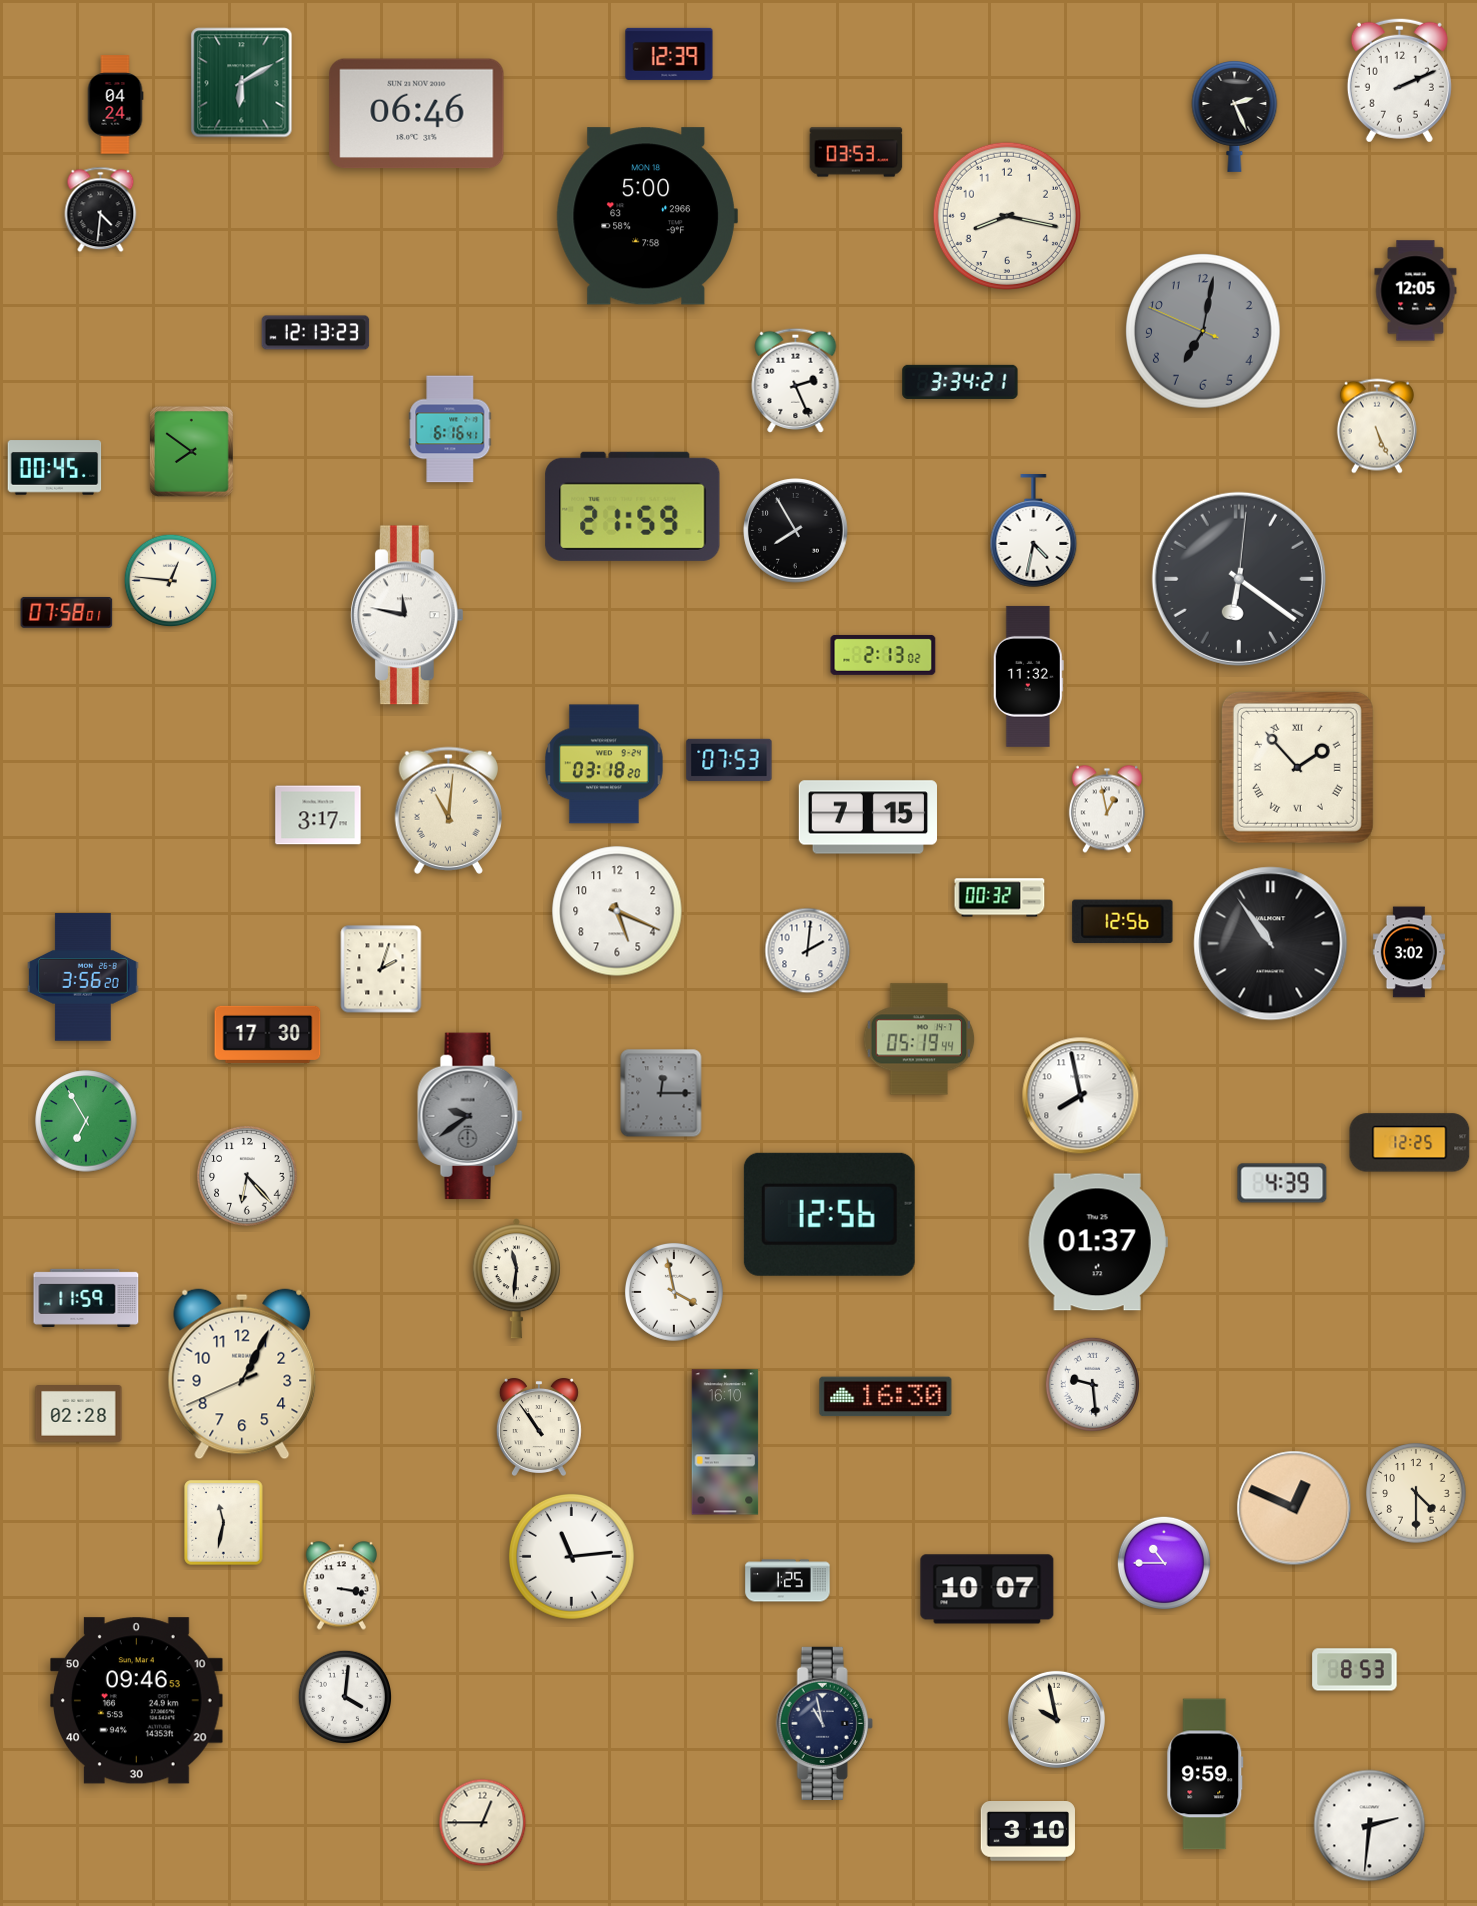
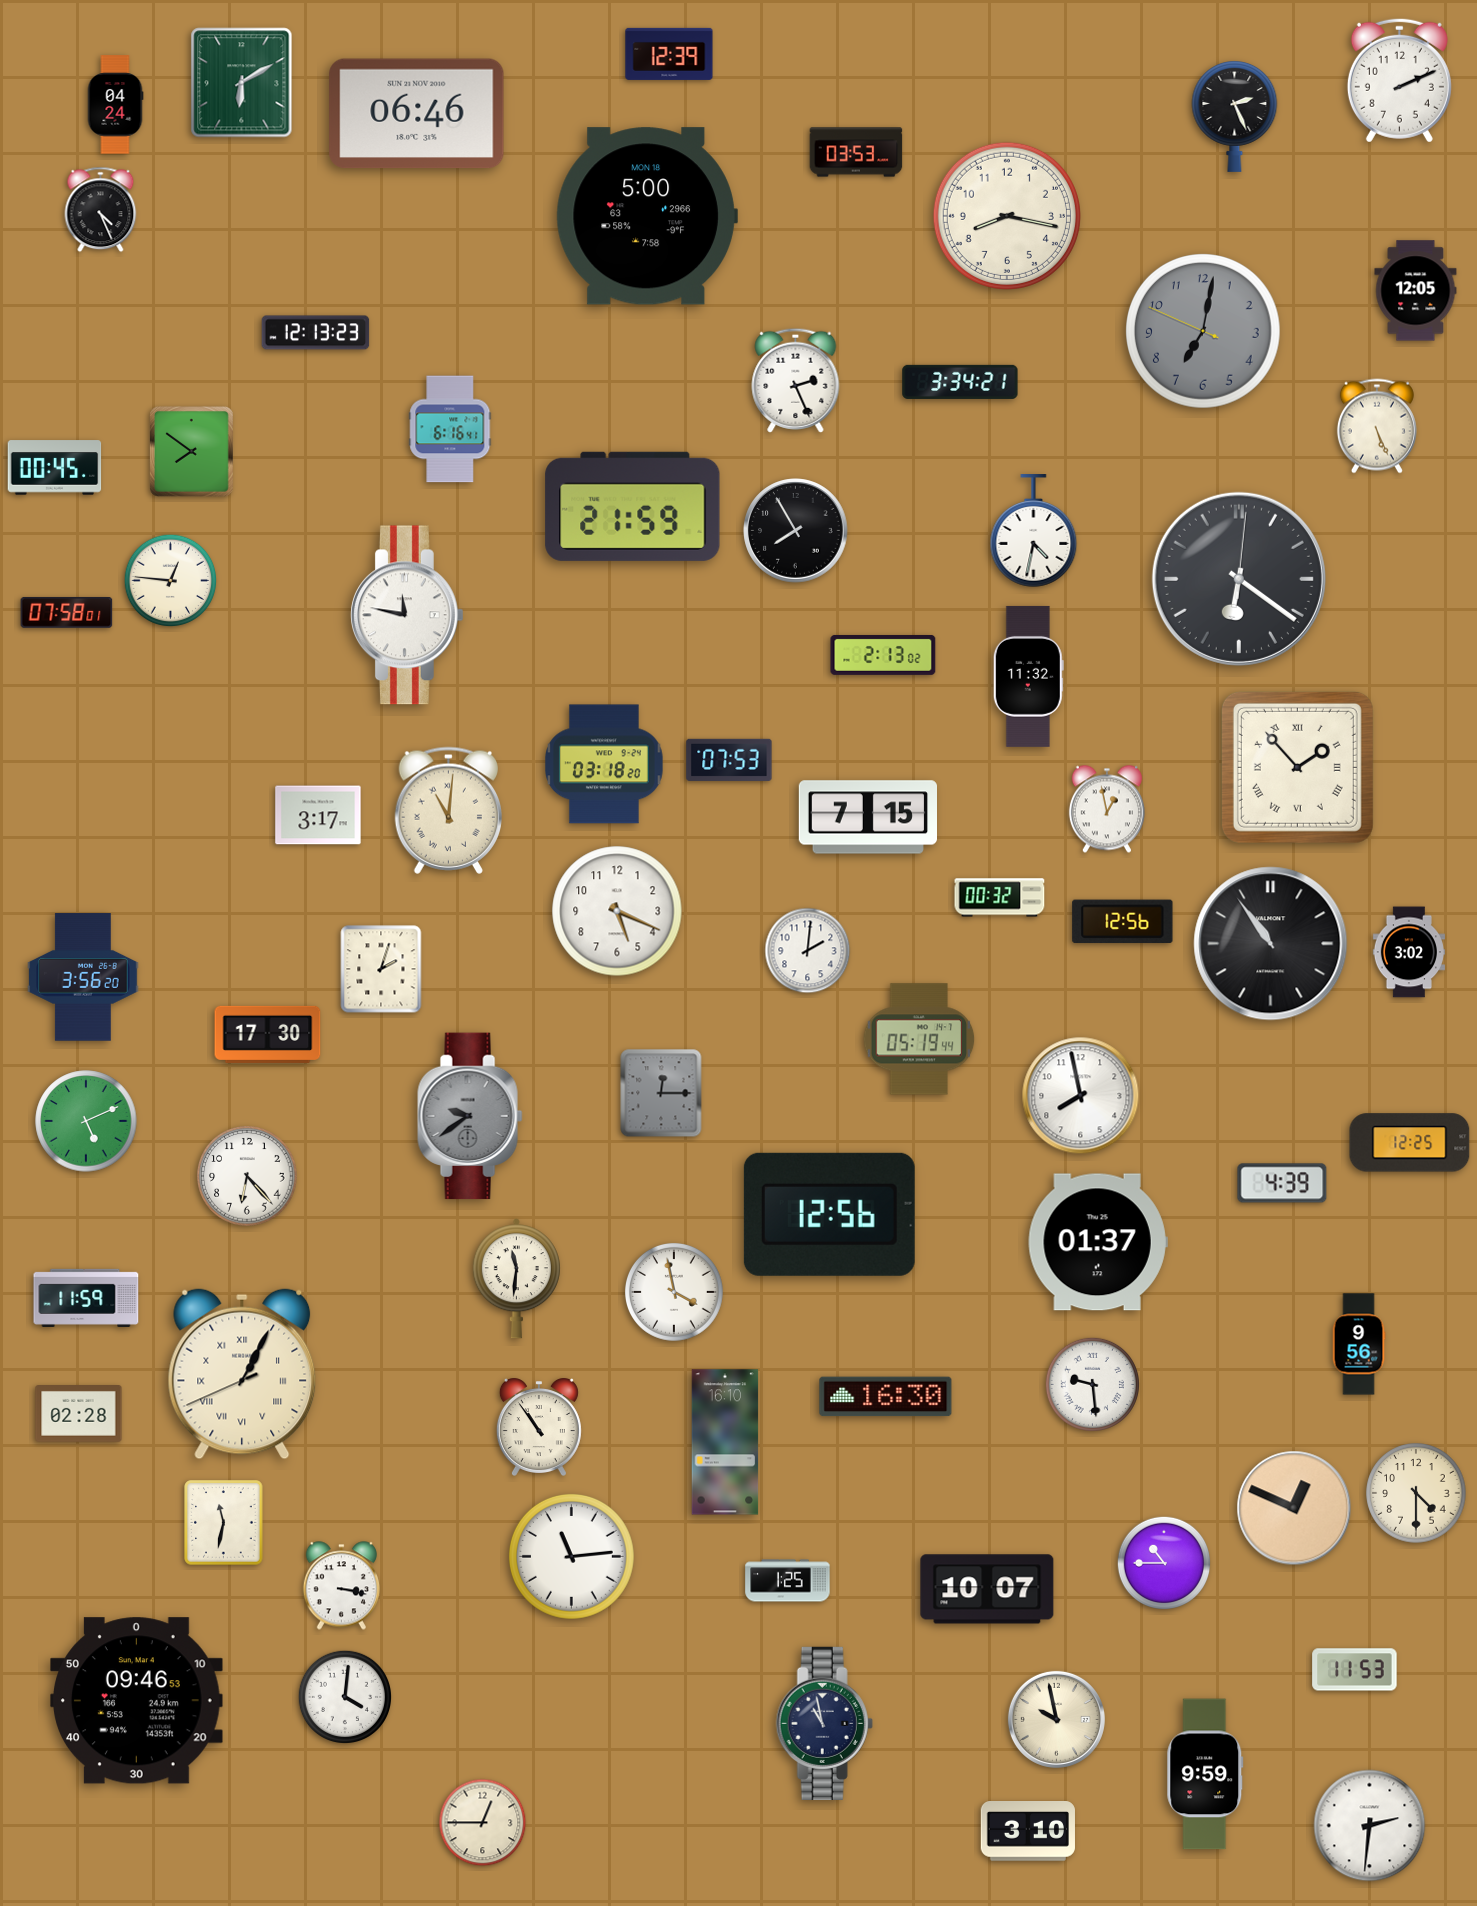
clock at (101, 210): 4:31 -> 4:26
clock at (86, 1121): 6:55 -> 5:11
clock at (1359, 1344): none -> 9:56
clock at (242, 1374) numerals: Arabic -> Roman
clock at (1355, 1670): 8:53 -> 11:53
